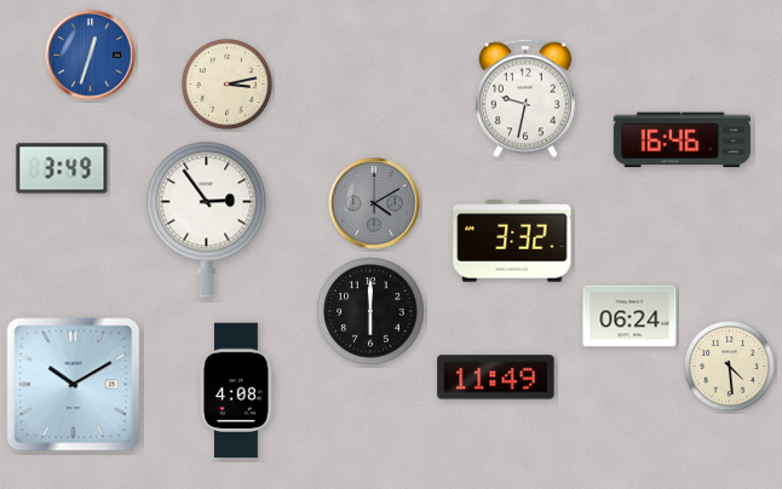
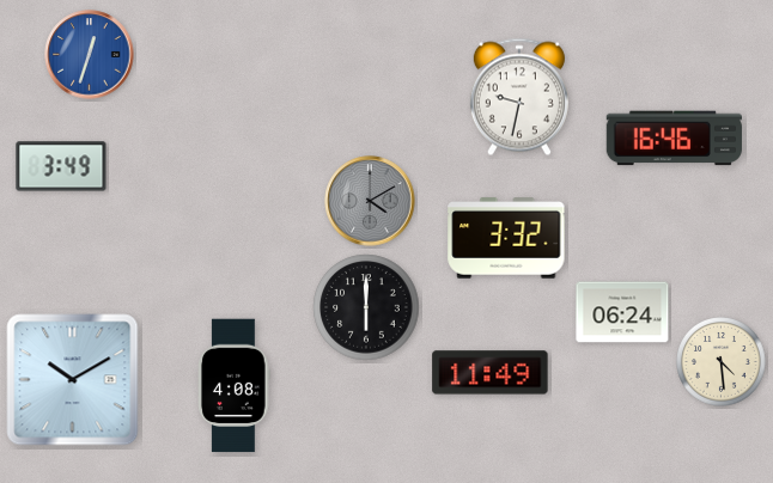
clock at (228, 85): 3:13 -> none
clock at (207, 219): 2:54 -> none
